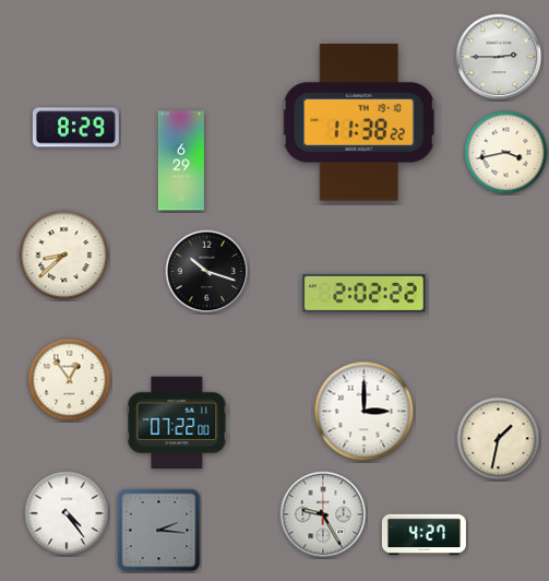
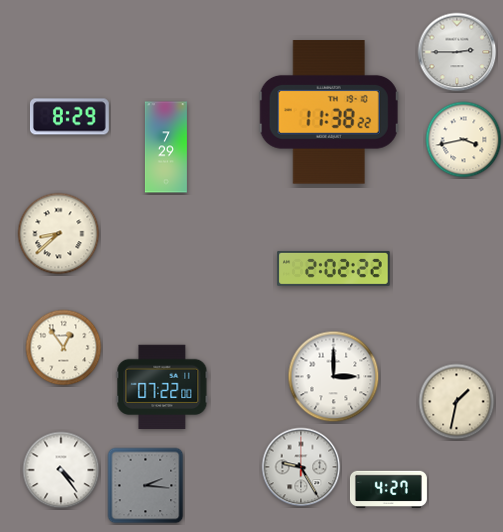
clock at (181, 161): 6:29 -> 7:29
clock at (207, 272): 10:18 -> none
clock at (323, 514) position: (323, 514) -> (301, 467)
